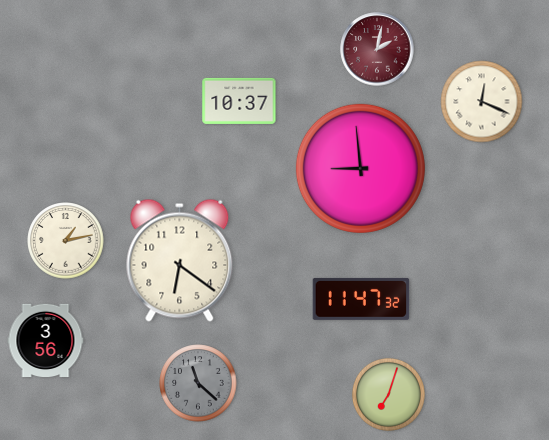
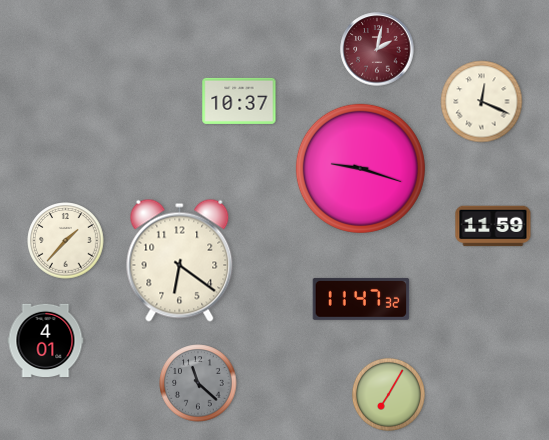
clock at (360, 168): 8:59 -> 9:18
clock at (493, 226): none -> 11:59
clock at (66, 241): 1:13 -> 1:37
clock at (46, 341): 3:56 -> 4:01
clock at (388, 394): 7:03 -> 7:05
